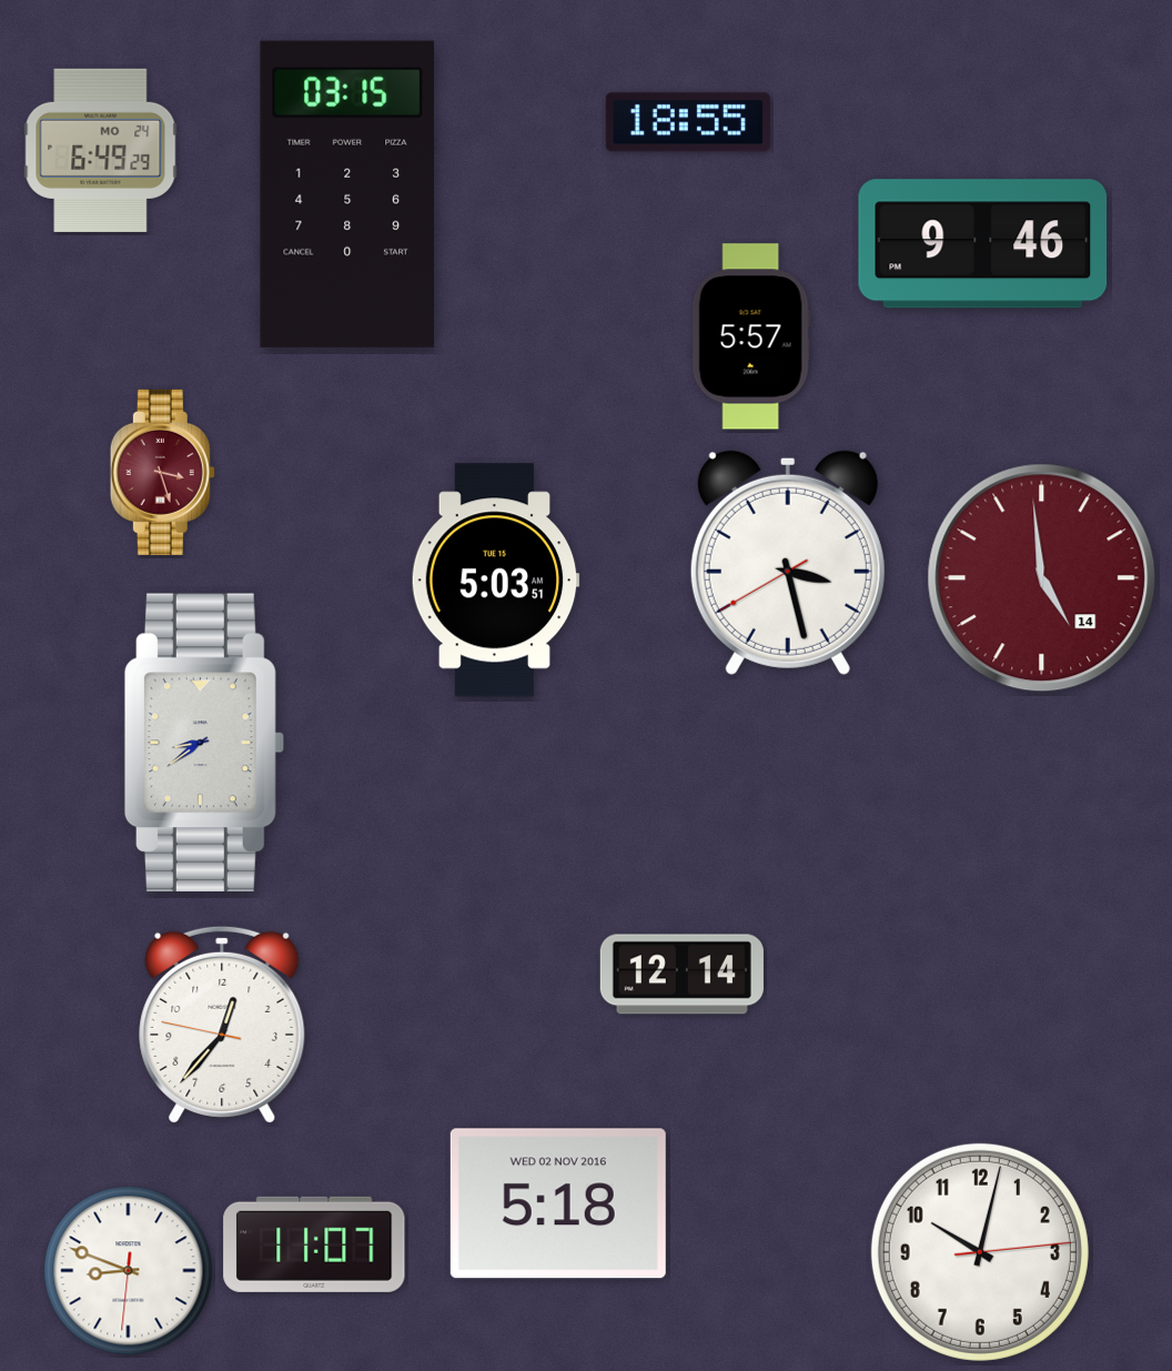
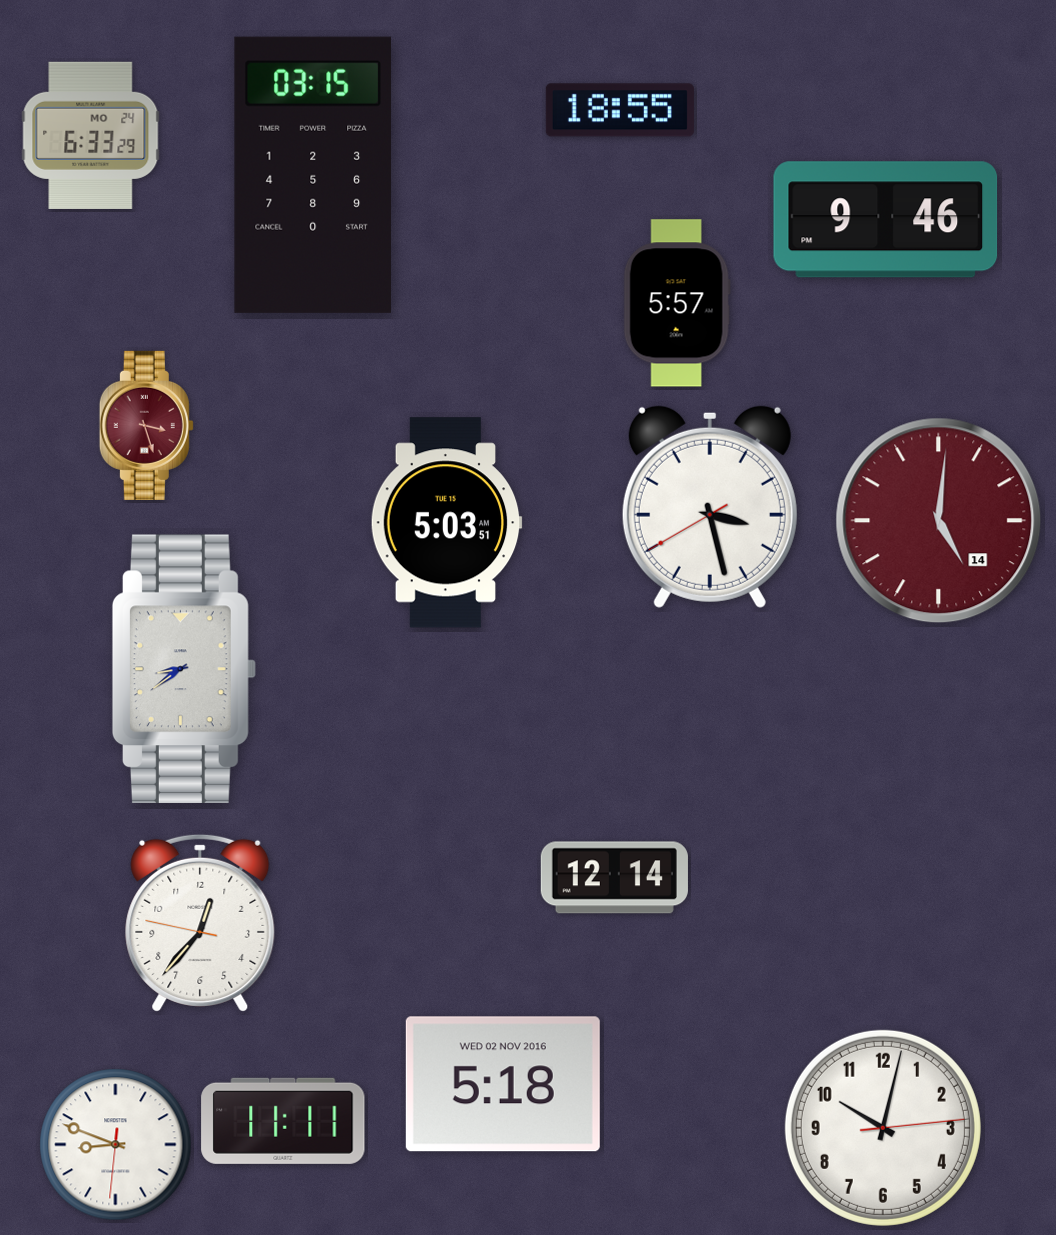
clock at (101, 150): 6:49 -> 6:33
clock at (1042, 578): 4:59 -> 5:01
clock at (314, 1244): 11:07 -> 11:11
